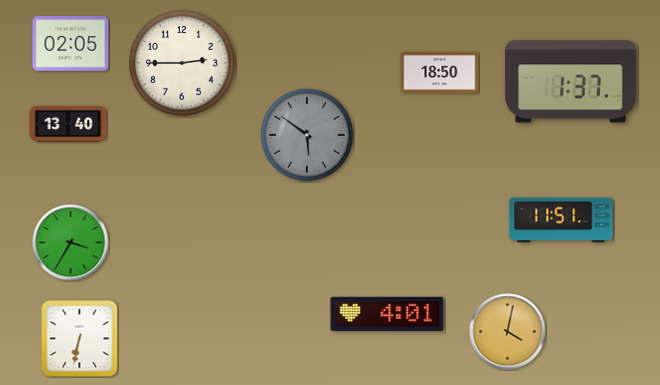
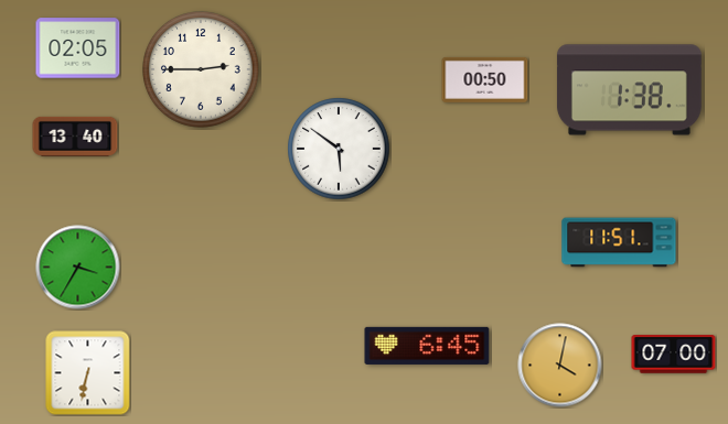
clock at (440, 72): 18:50 -> 00:50
clock at (570, 82): 1:37 -> 1:38
clock at (307, 135) dial: grey -> white
clock at (387, 314): 4:01 -> 6:45
clock at (674, 355): none -> 07:00
